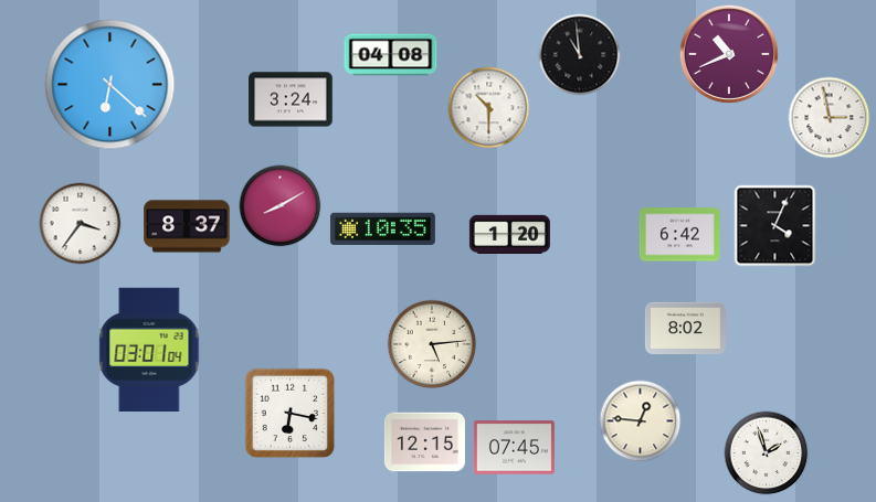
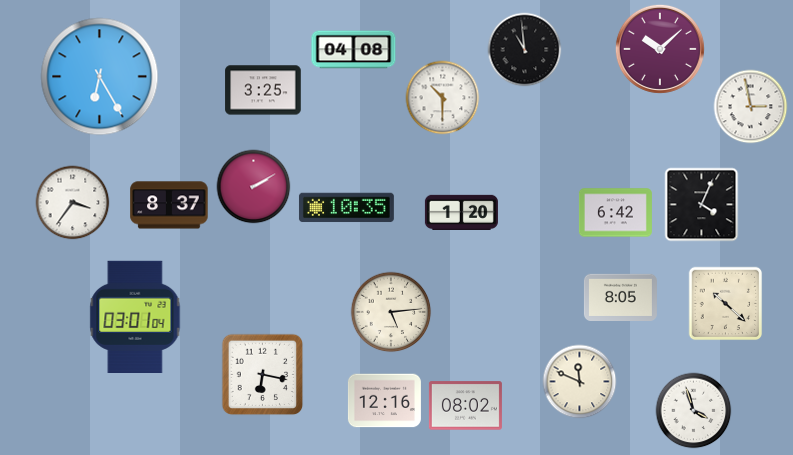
clock at (729, 54): 10:41 -> 10:08
clock at (110, 85): 6:22 -> 6:25
clock at (291, 99): 3:24 -> 3:25
clock at (281, 206): 8:10 -> 2:10
clock at (685, 328): 8:02 -> 8:05
clock at (726, 304): none -> 10:22
clock at (641, 421): 12:46 -> 11:49
clock at (424, 442): 12:15 -> 12:16
clock at (514, 448): 07:45 -> 08:02
clock at (767, 453): 1:57 -> 3:57
